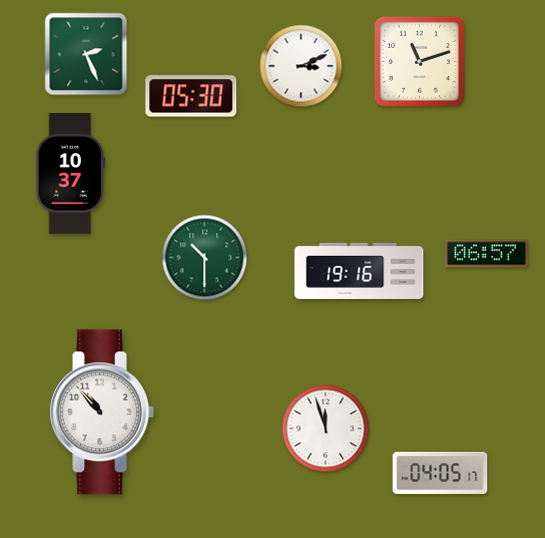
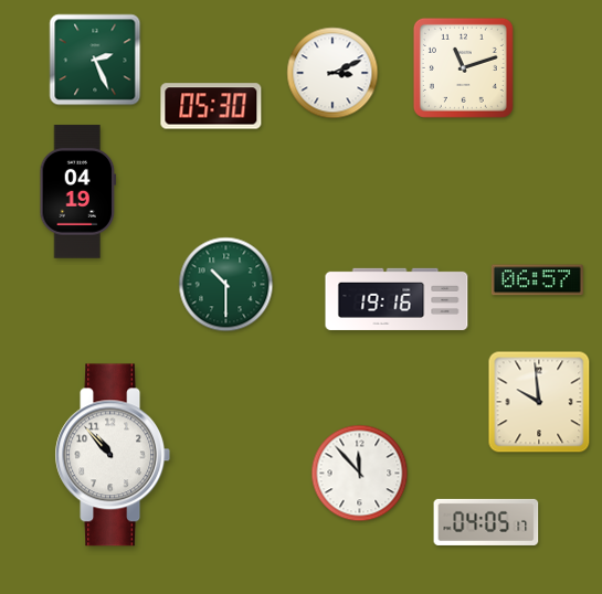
clock at (71, 174): 10:37 -> 04:19
clock at (539, 402): none -> 9:59
clock at (326, 429): 11:57 -> 11:53
